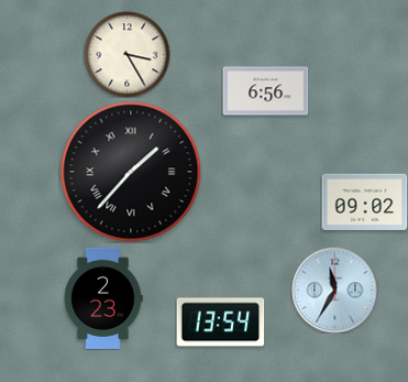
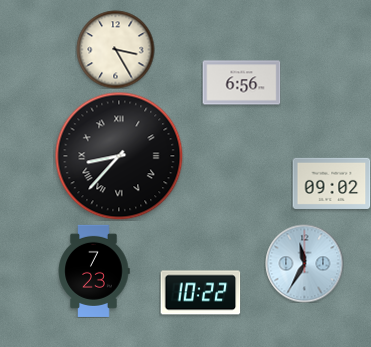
clock at (131, 172): 1:37 -> 8:37
clock at (103, 298): 2:23 -> 7:23
clock at (220, 323): 13:54 -> 10:22
